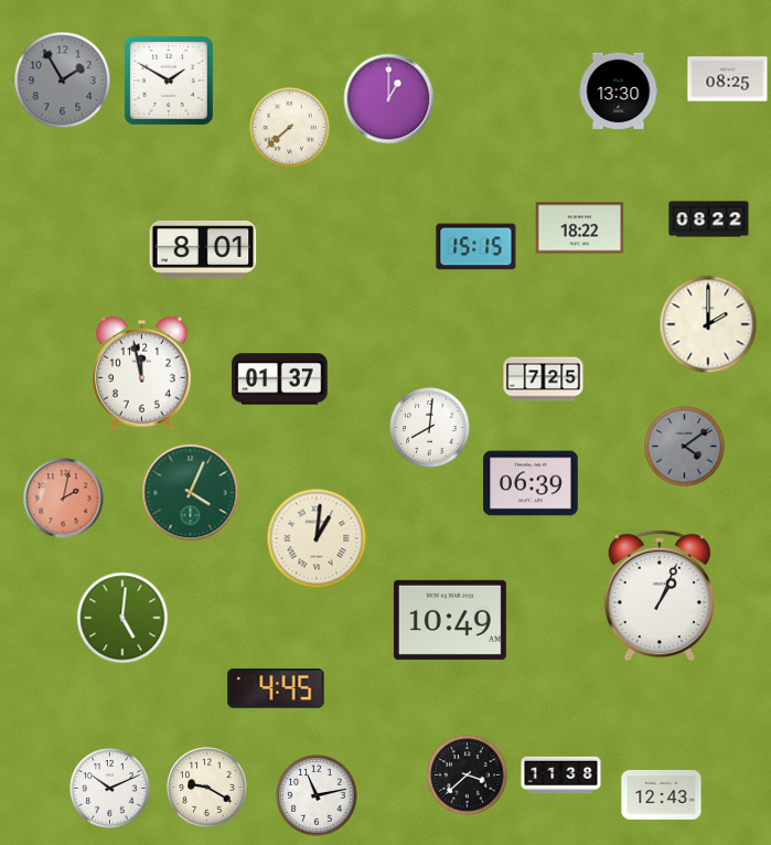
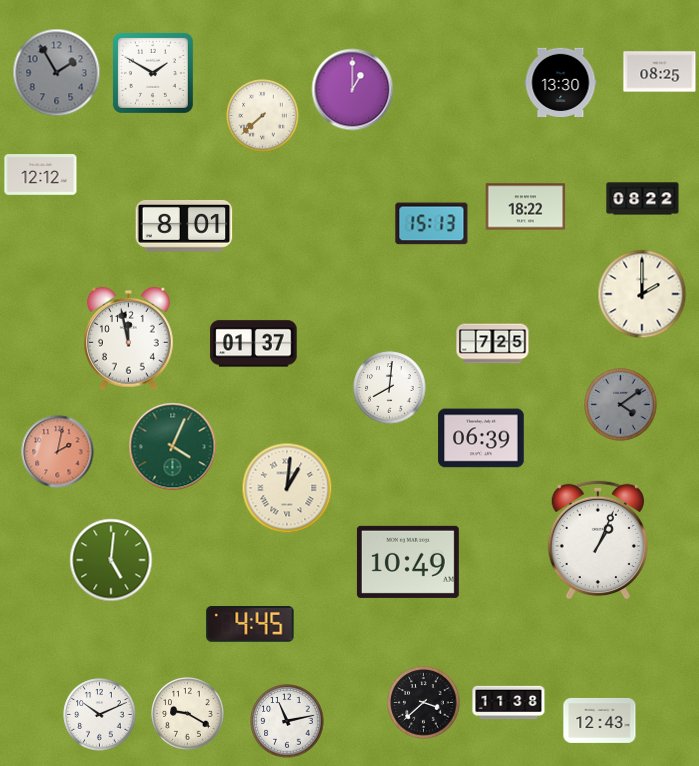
clock at (41, 175): none -> 12:12
clock at (476, 247): 15:15 -> 15:13
